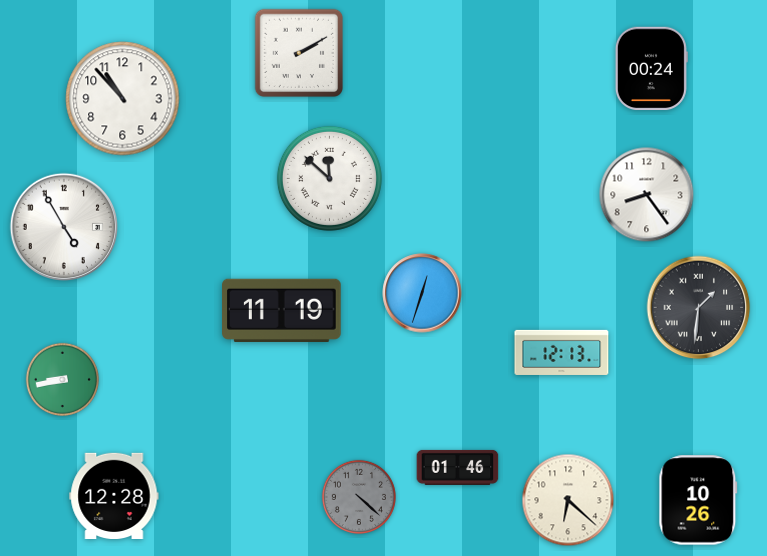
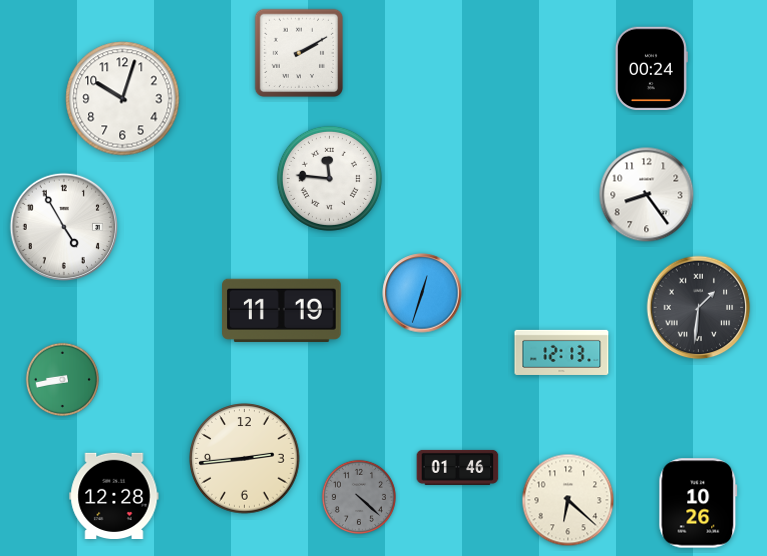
clock at (123, 99): 10:53 -> 10:03
clock at (329, 178): 11:52 -> 11:46
clock at (245, 459): none -> 2:44
clock at (698, 500) position: (698, 500) -> (698, 503)
